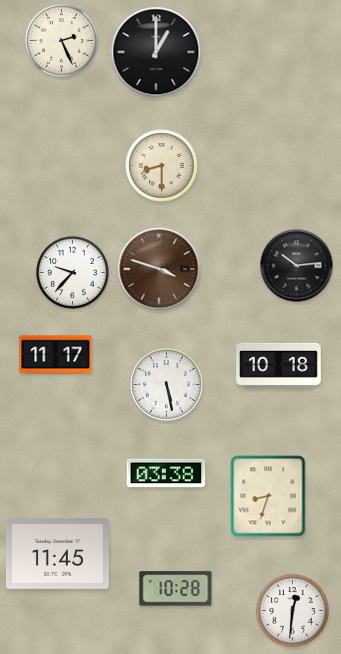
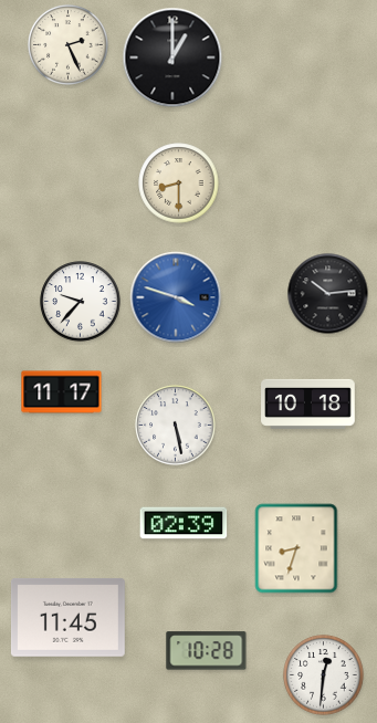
clock at (159, 269) dial: brown -> blue
clock at (167, 385) position: (167, 385) -> (176, 426)
clock at (166, 473): 03:38 -> 02:39
clock at (57, 553) position: (57, 553) -> (67, 617)
clock at (176, 589) position: (176, 589) -> (207, 651)
